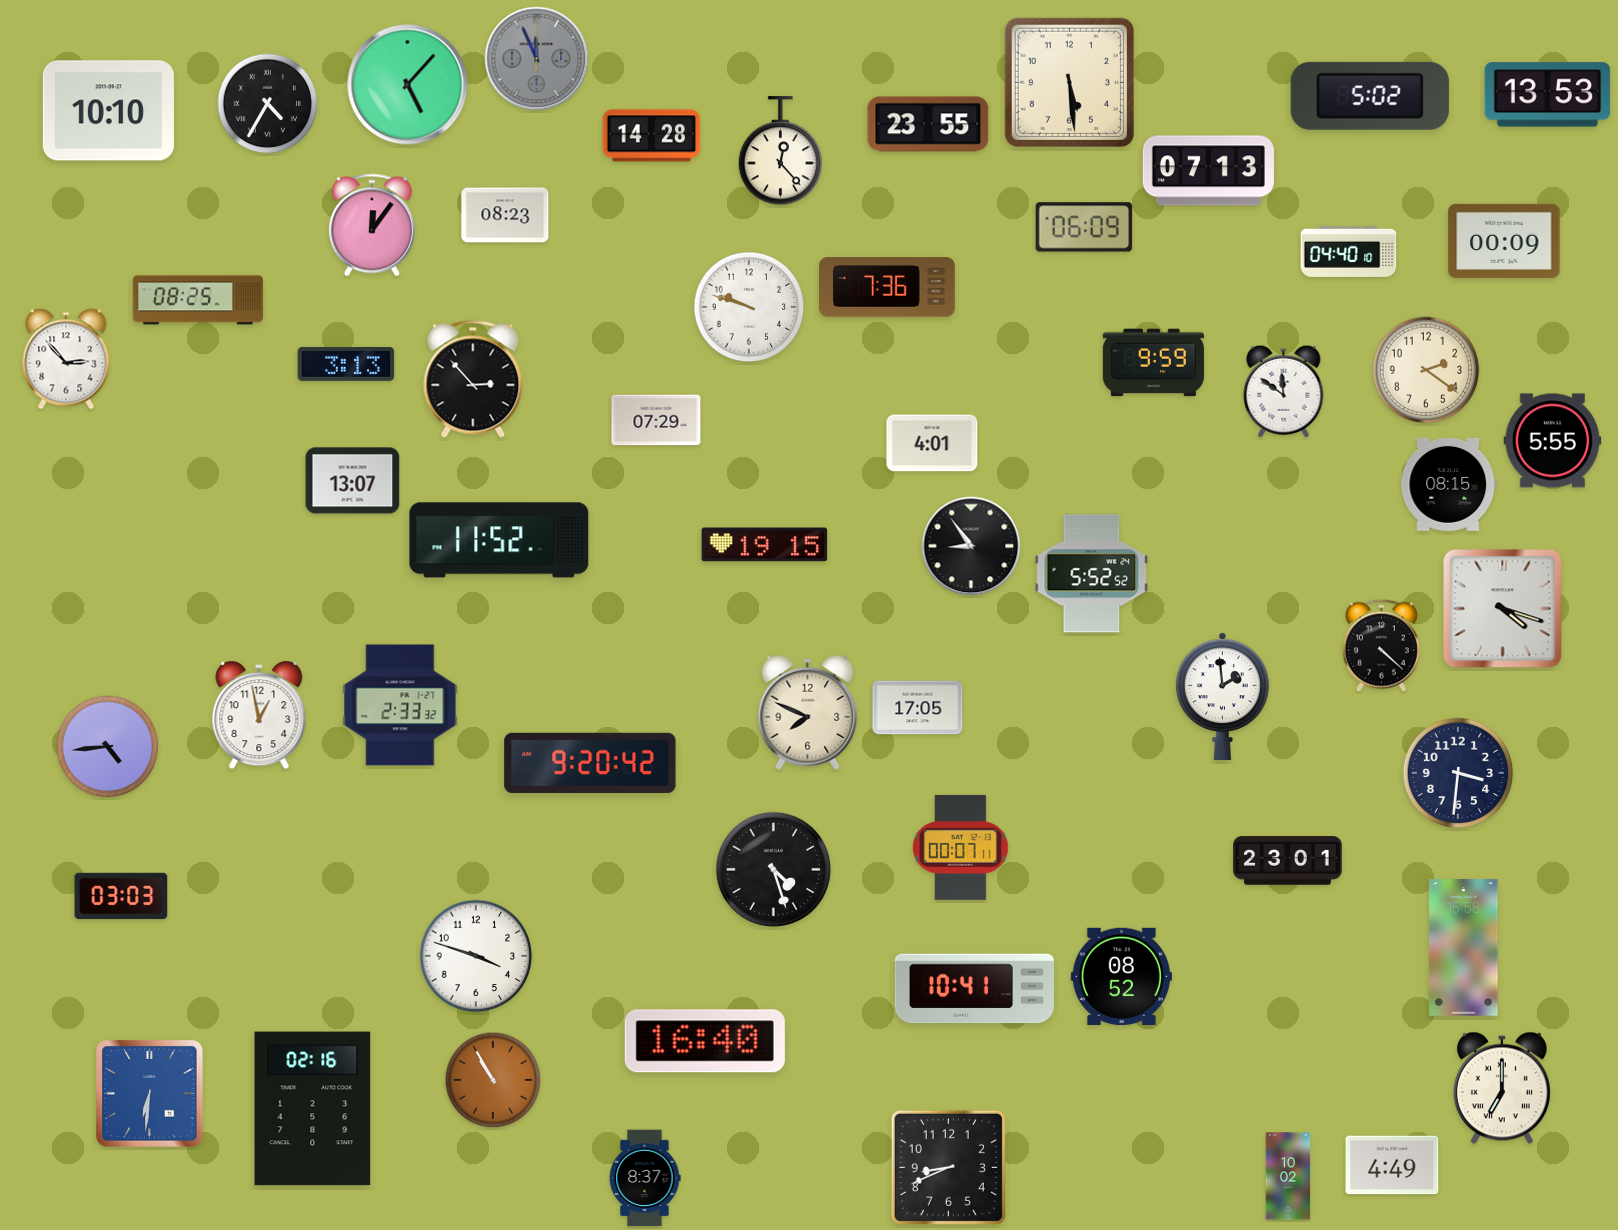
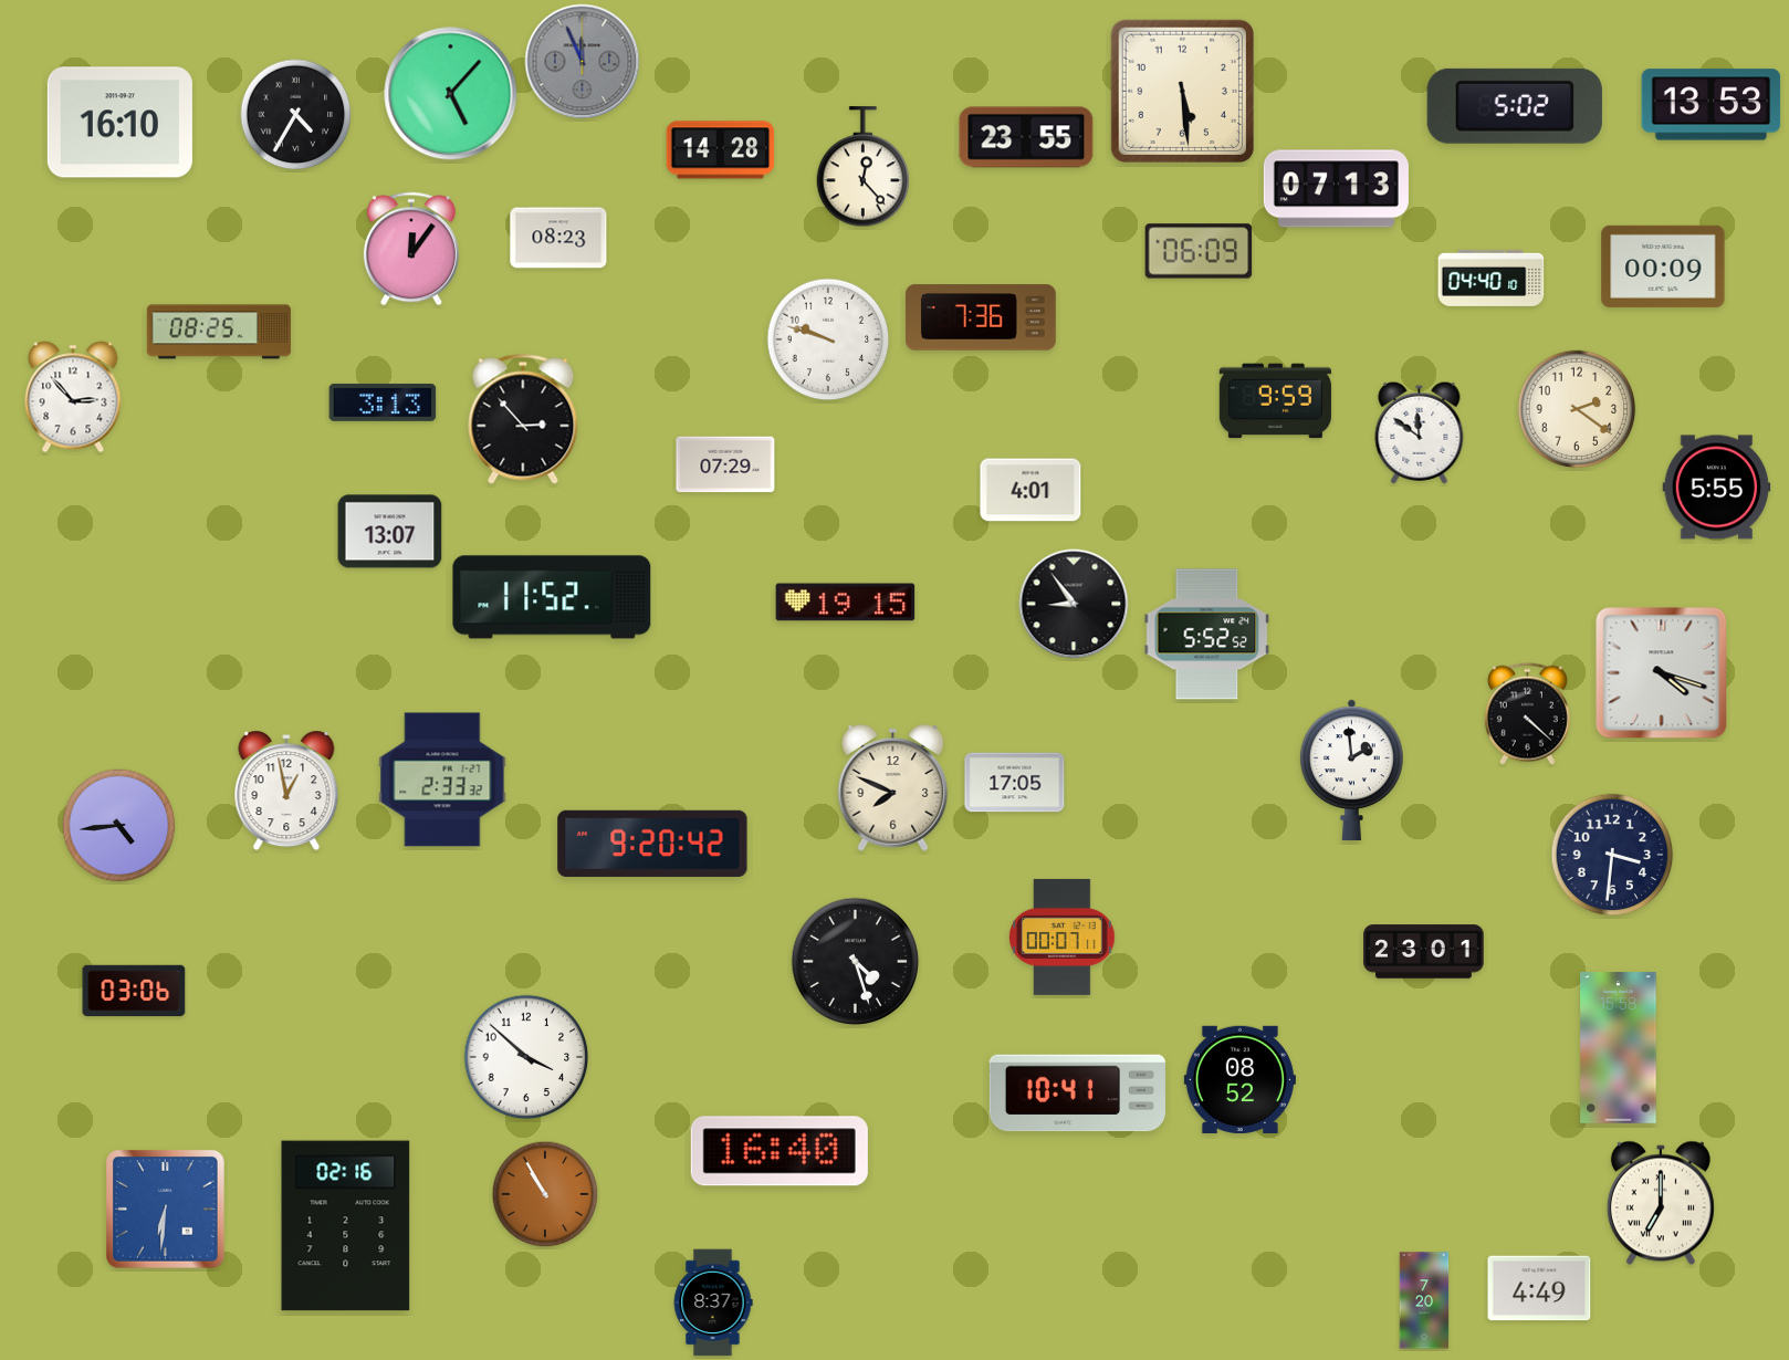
clock at (537, 59) position: (537, 59) -> (583, 62)
clock at (108, 111): 10:10 -> 16:10
clock at (1449, 484): 08:15 -> none
clock at (121, 896): 03:03 -> 03:06
clock at (476, 956): 3:48 -> 3:52
clock at (948, 1167): 8:41 -> none
clock at (1288, 1176): 10:02 -> 7:20
